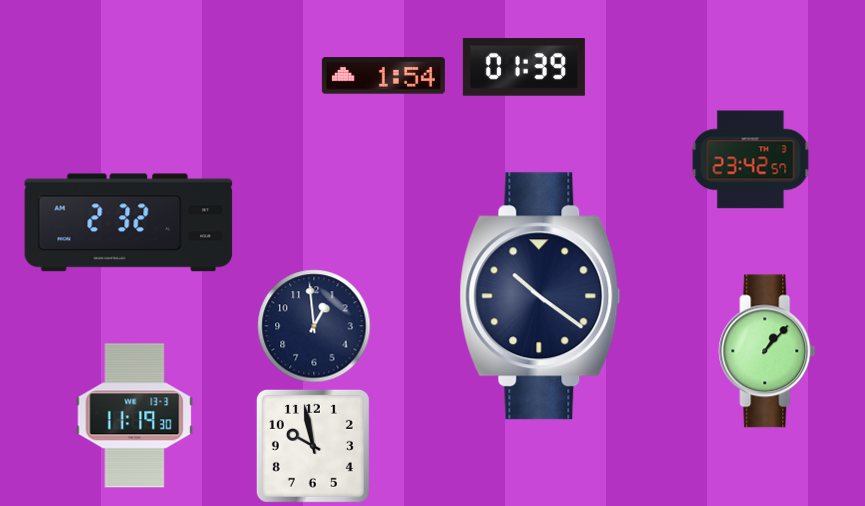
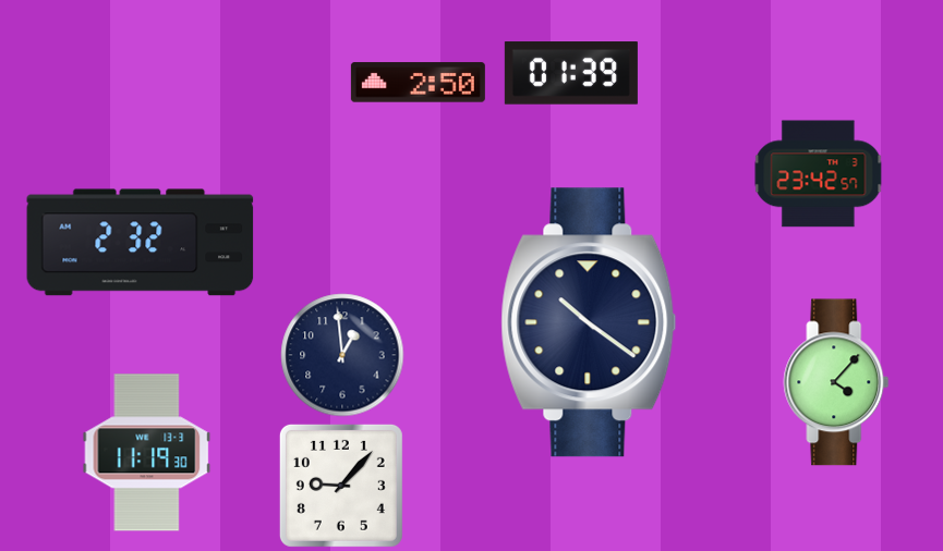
clock at (383, 76): 1:54 -> 2:50
clock at (767, 351): 1:07 -> 4:07
clock at (313, 446): 9:58 -> 9:07
